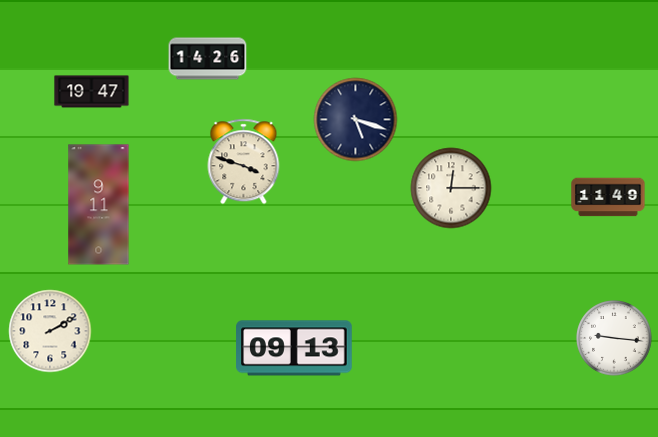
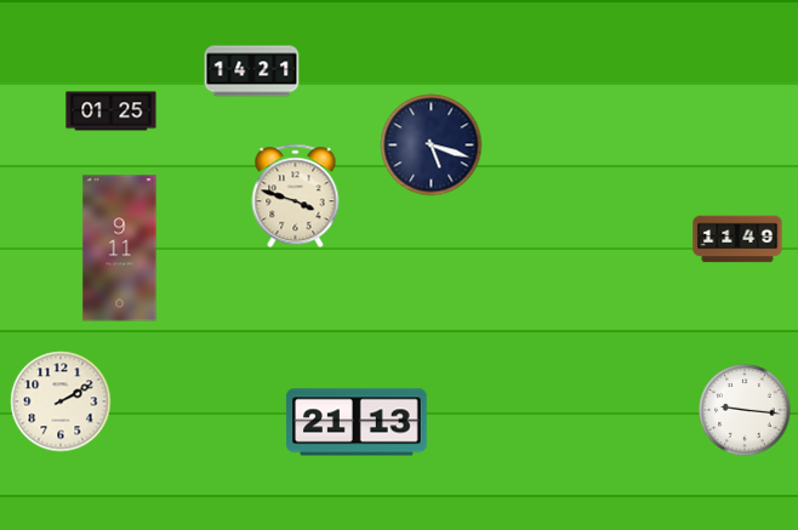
clock at (208, 59): 14:26 -> 14:21
clock at (92, 92): 19:47 -> 01:25
clock at (451, 188): 12:15 -> none
clock at (294, 348): 09:13 -> 21:13
